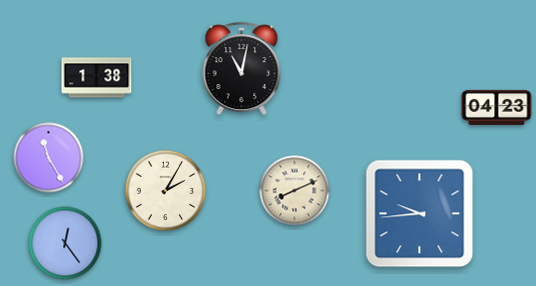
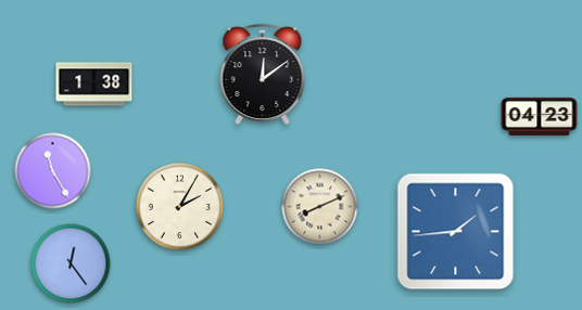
clock at (242, 69): 11:02 -> 12:09
clock at (97, 78) position: (97, 78) -> (94, 85)
clock at (420, 214): 9:44 -> 1:44
